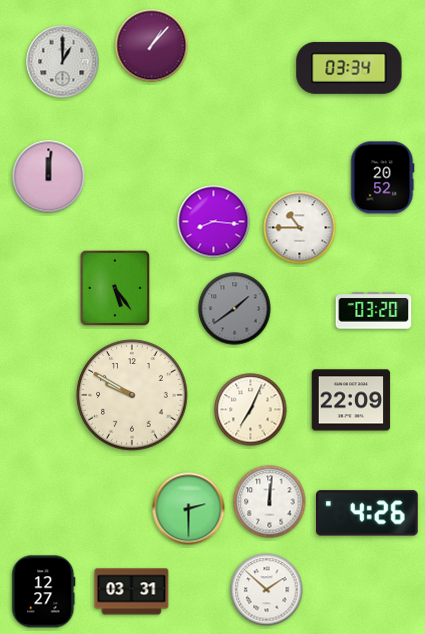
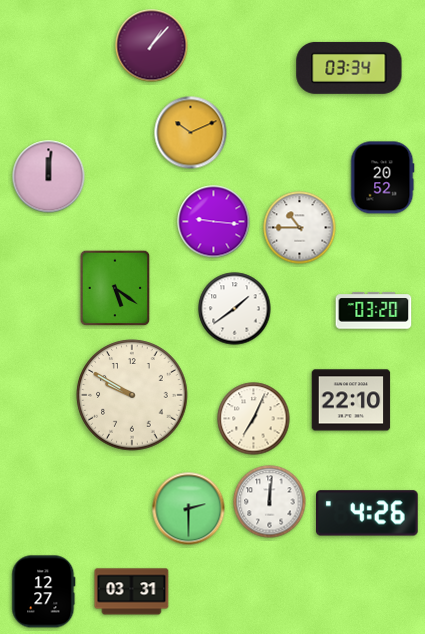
clock at (63, 62): 1:00 -> none
clock at (191, 133): none -> 10:11
clock at (214, 222): 8:16 -> 9:16
clock at (115, 288): 5:24 -> 5:21
clock at (235, 309) dial: grey -> white
clock at (351, 400): 22:09 -> 22:10
clock at (251, 410) position: (251, 410) -> (254, 419)
clock at (267, 590): 1:52 -> none
